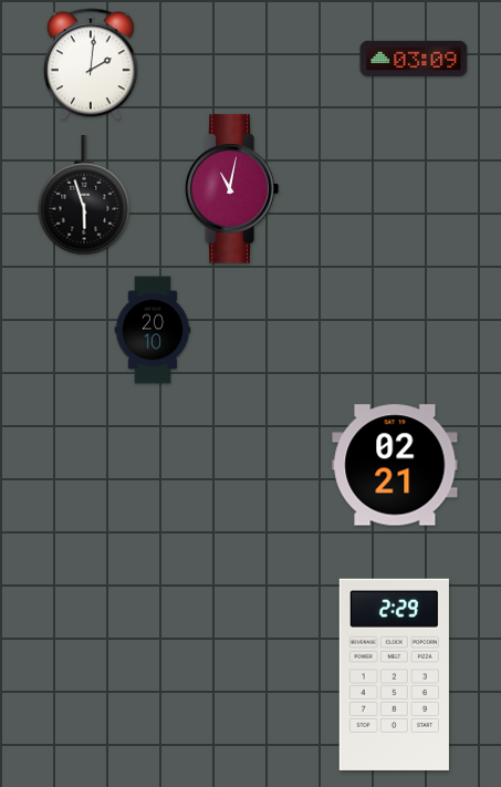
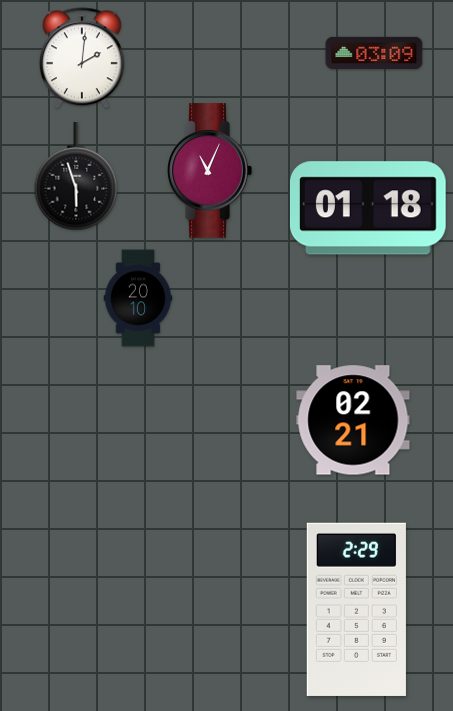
clock at (231, 189): 11:02 -> 11:04
clock at (368, 208): none -> 01:18
clock at (395, 465) position: (395, 465) -> (353, 420)
